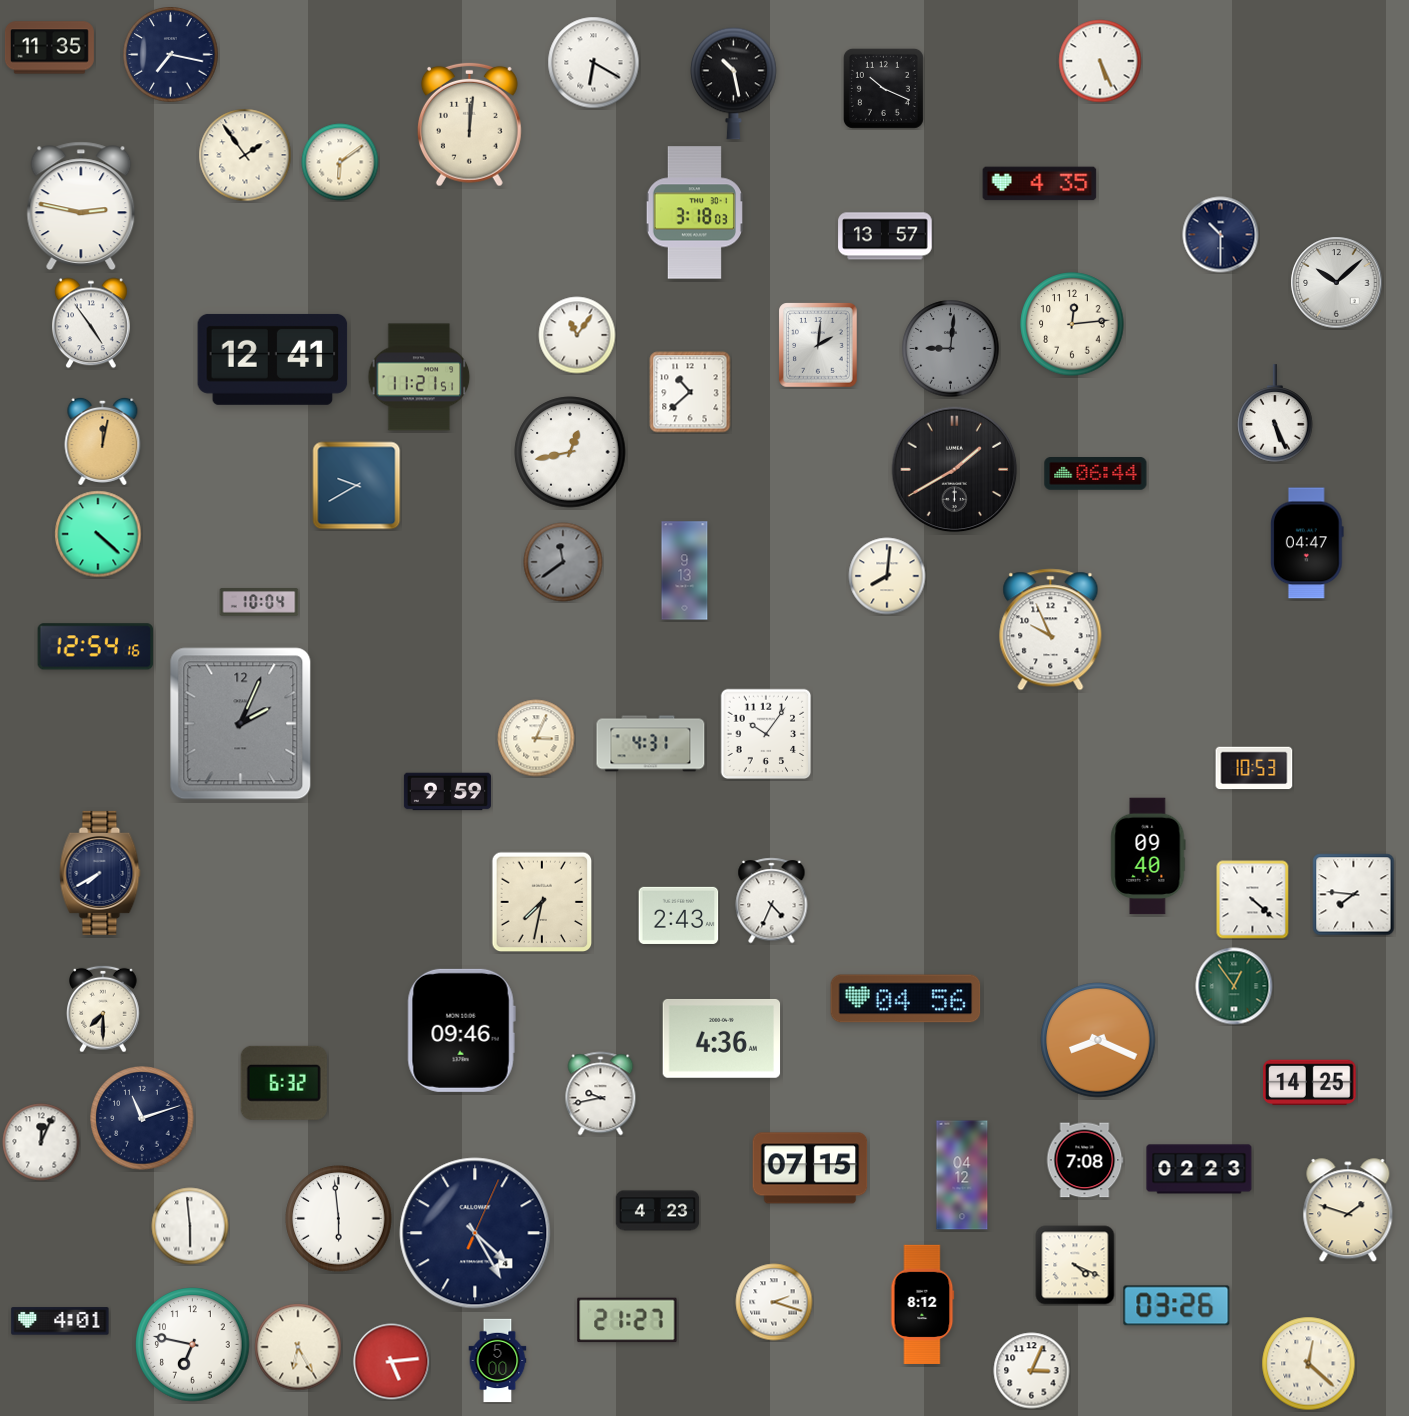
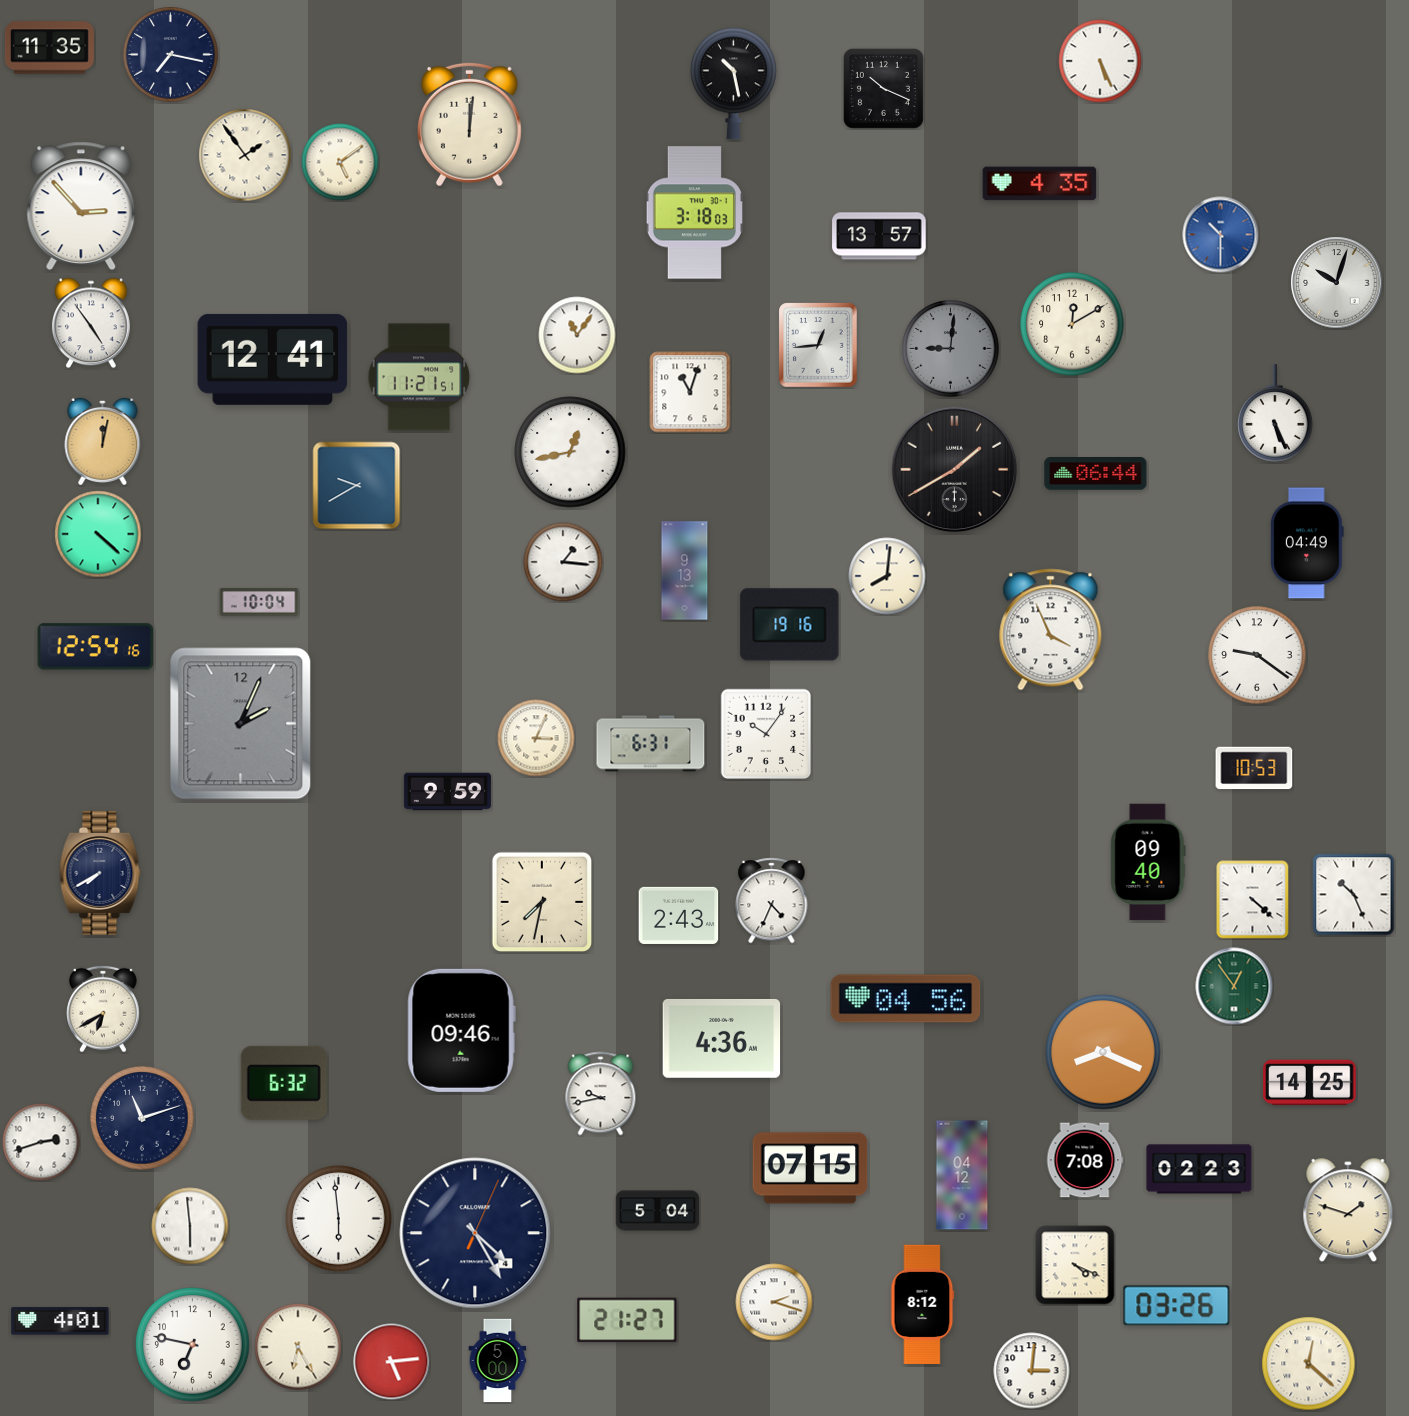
clock at (594, 63): 6:20 -> none
clock at (340, 162): 6:09 -> 5:09
clock at (81, 206): 2:47 -> 2:53
clock at (1221, 235) dial: navy -> blue
clock at (885, 236) position: (885, 236) -> (879, 236)
clock at (1337, 283): 10:08 -> 10:03
clock at (1072, 324): 12:14 -> 12:10
clock at (818, 345): 2:01 -> 12:44
clock at (690, 392): 10:38 -> 11:03
clock at (1308, 543): 04:47 -> 04:49
clock at (563, 562): 11:39 -> 1:16
clock at (563, 562) dial: grey -> white
clock at (790, 625): none -> 19:16
clock at (1051, 630): 9:56 -> 3:56
clock at (1257, 655): none -> 9:21
clock at (651, 744): 4:31 -> 6:31
clock at (1148, 856) position: (1148, 856) -> (1148, 862)
clock at (1354, 895): 7:46 -> 10:26
clock at (104, 1009): 7:30 -> 6:40
clock at (1098, 1040) position: (1098, 1040) -> (1103, 1052)
clock at (41, 1142): 12:04 -> 2:42
clock at (658, 1211): 4:23 -> 5:04
clock at (1032, 1371): 3:04 -> 3:01
